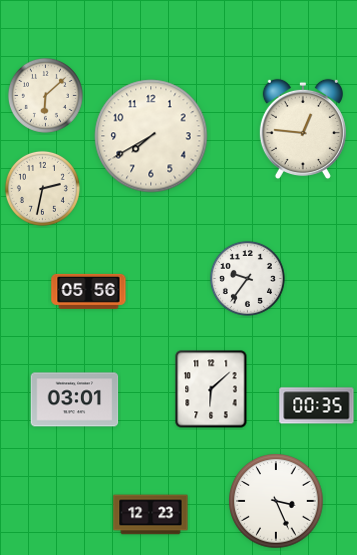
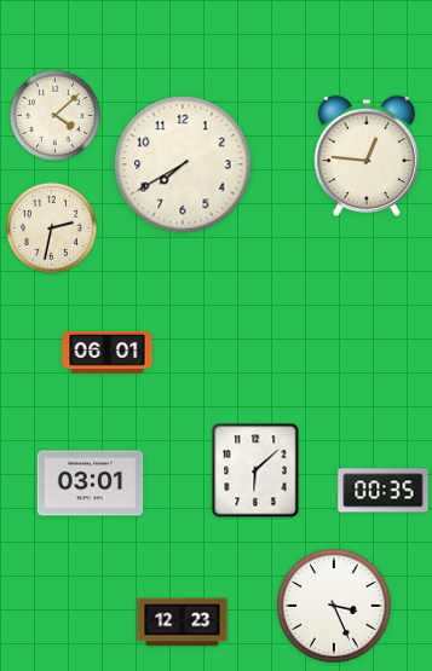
clock at (45, 95): 6:08 -> 4:08
clock at (247, 278): 9:36 -> none
clock at (89, 291): 05:56 -> 06:01
